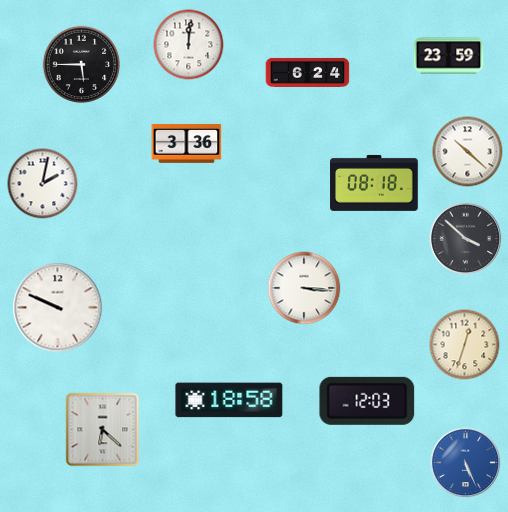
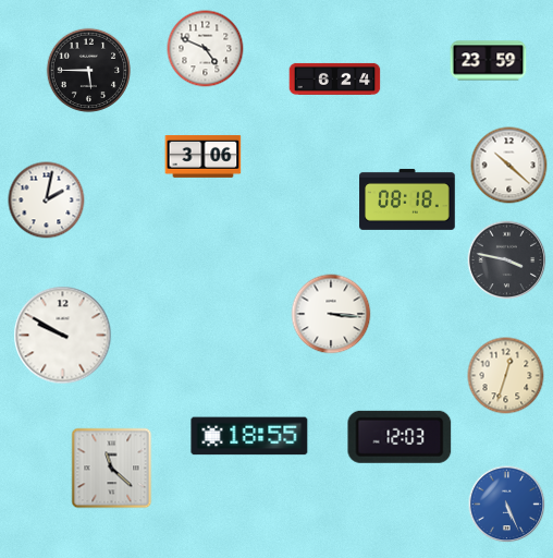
clock at (189, 45): 12:01 -> 4:49
clock at (187, 143): 3:36 -> 3:06
clock at (466, 239): 3:52 -> 3:47
clock at (58, 308): 9:49 -> 9:50
clock at (229, 400): 18:58 -> 18:55
clock at (103, 430): 6:22 -> 11:22
